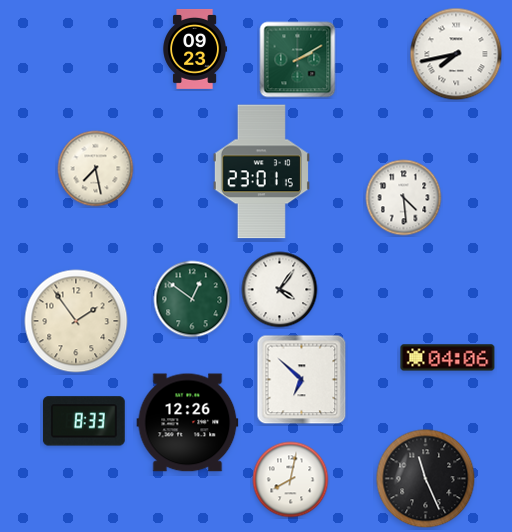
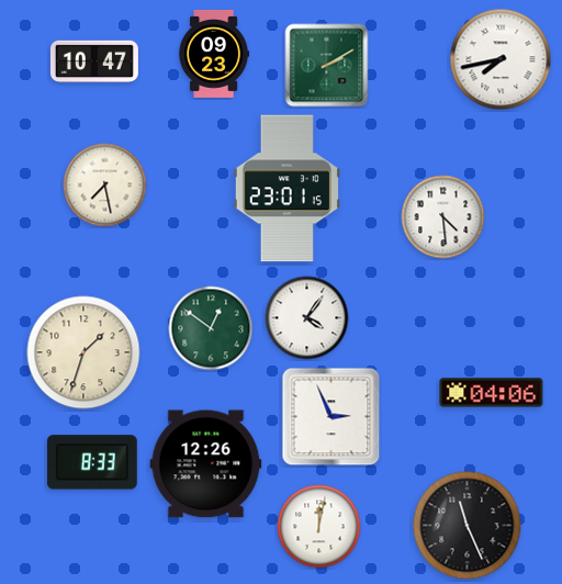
clock at (94, 61): none -> 10:47
clock at (76, 321): 1:54 -> 1:33
clock at (302, 380): 6:52 -> 2:56
clock at (291, 480): 8:02 -> 12:02
